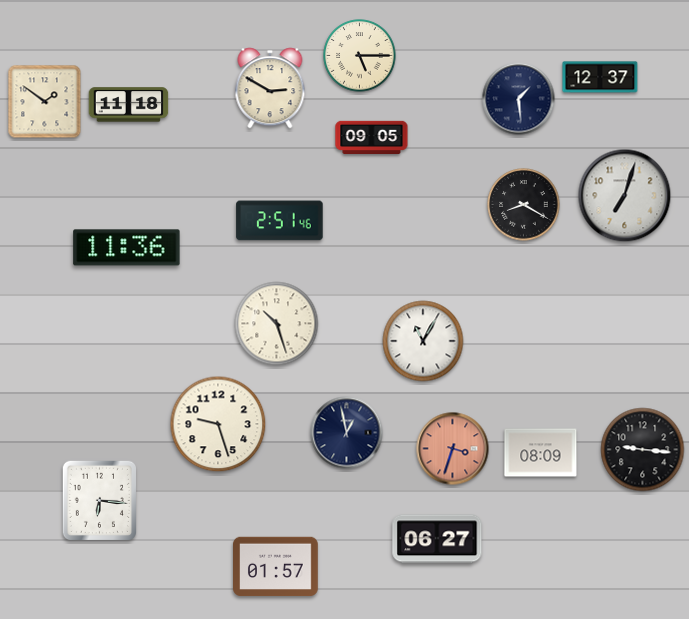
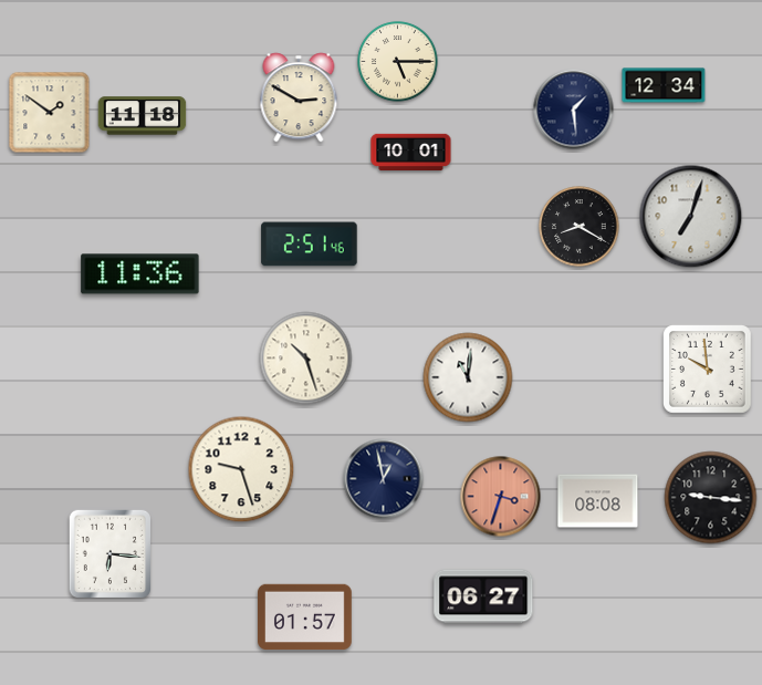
clock at (600, 77): 12:37 -> 12:34
clock at (372, 138): 09:05 -> 10:01
clock at (708, 370): none -> 9:59
clock at (423, 341): 11:05 -> 11:01
clock at (541, 453): 08:09 -> 08:08
clock at (276, 567) position: (276, 567) -> (305, 617)
